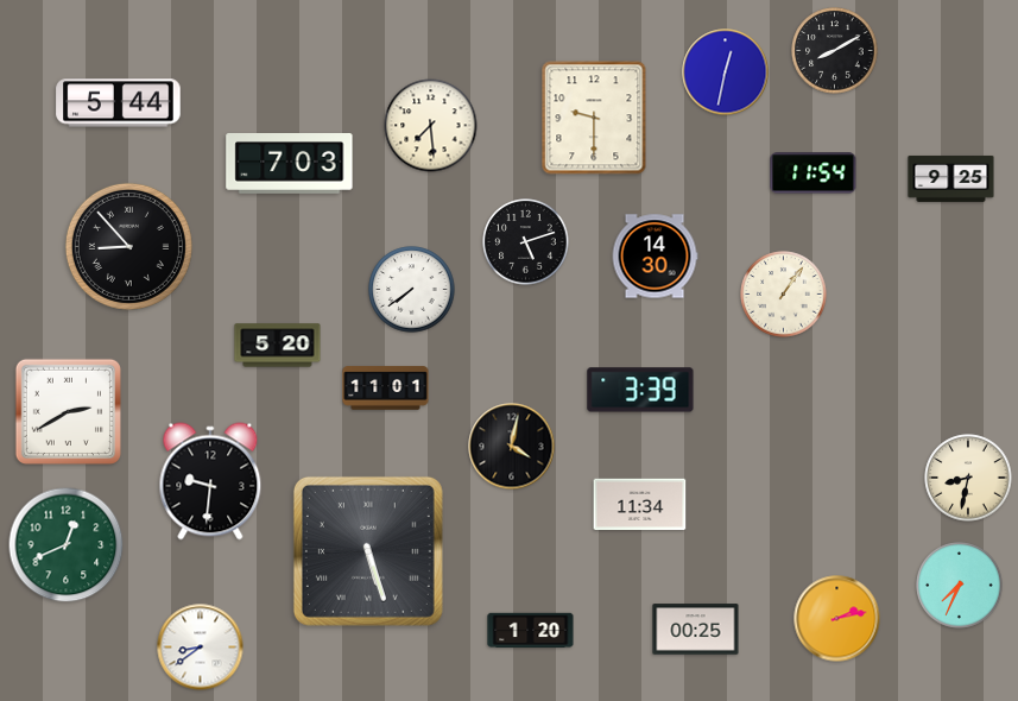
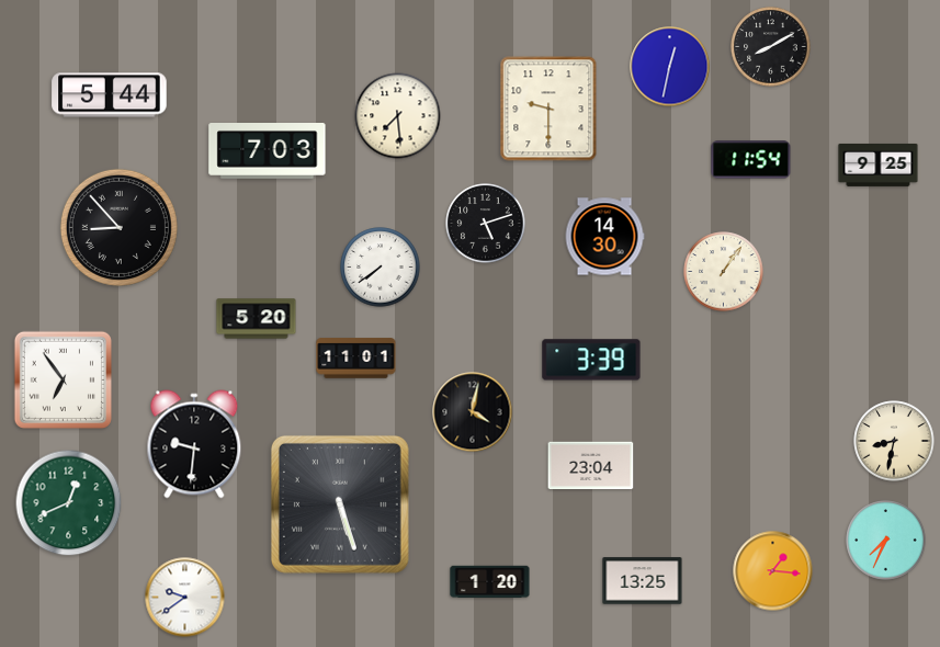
clock at (68, 411): 2:40 -> 6:54
clock at (640, 505): 11:34 -> 23:04
clock at (67, 545) position: (67, 545) -> (69, 503)
clock at (368, 551) position: (368, 551) -> (340, 504)
clock at (837, 619): 2:13 -> 1:16
clock at (696, 630): 00:25 -> 13:25
clock at (201, 648): 8:39 -> 9:39
